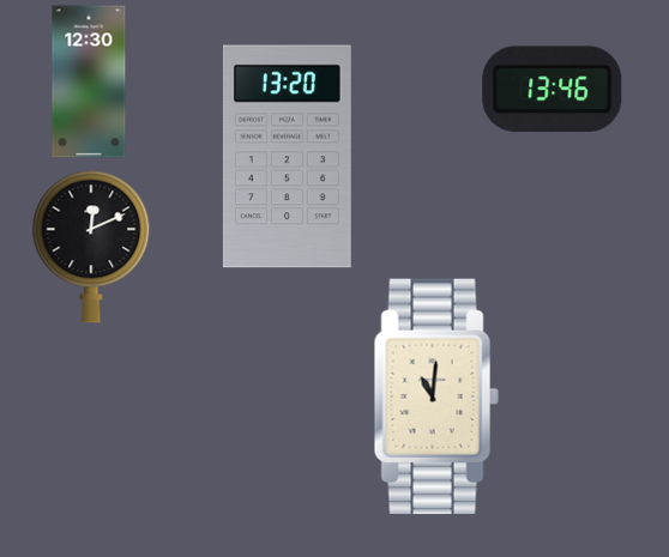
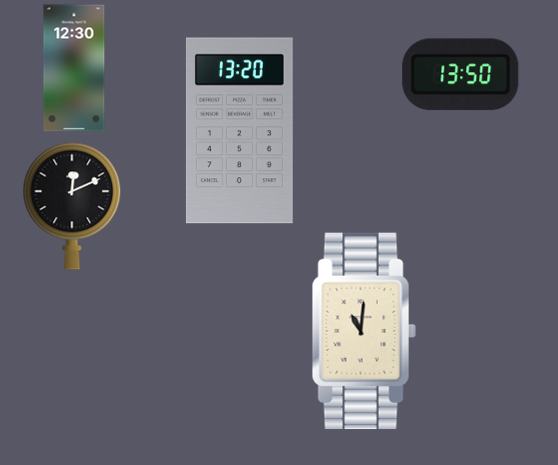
clock at (553, 90): 13:46 -> 13:50
clock at (91, 247) position: (91, 247) -> (72, 206)
